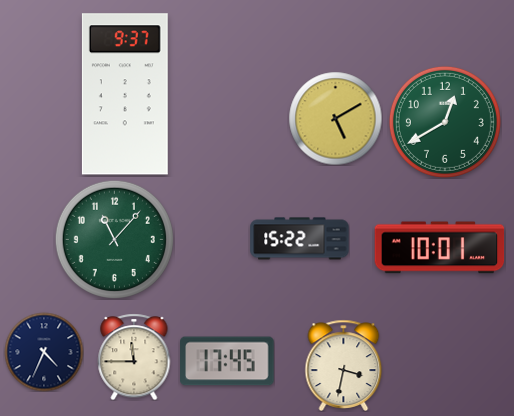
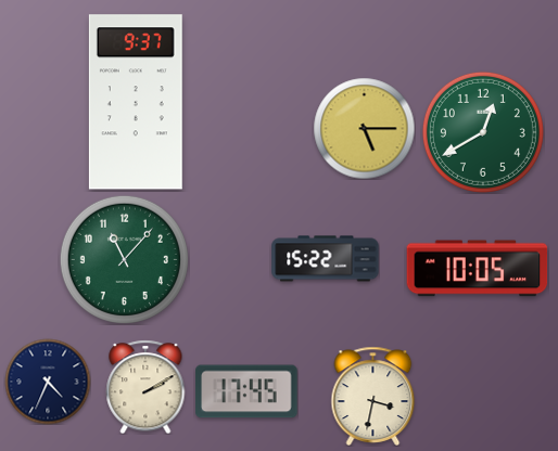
clock at (335, 118): 5:10 -> 5:15
clock at (440, 248): 10:01 -> 10:05
clock at (134, 357): 11:45 -> 2:10
